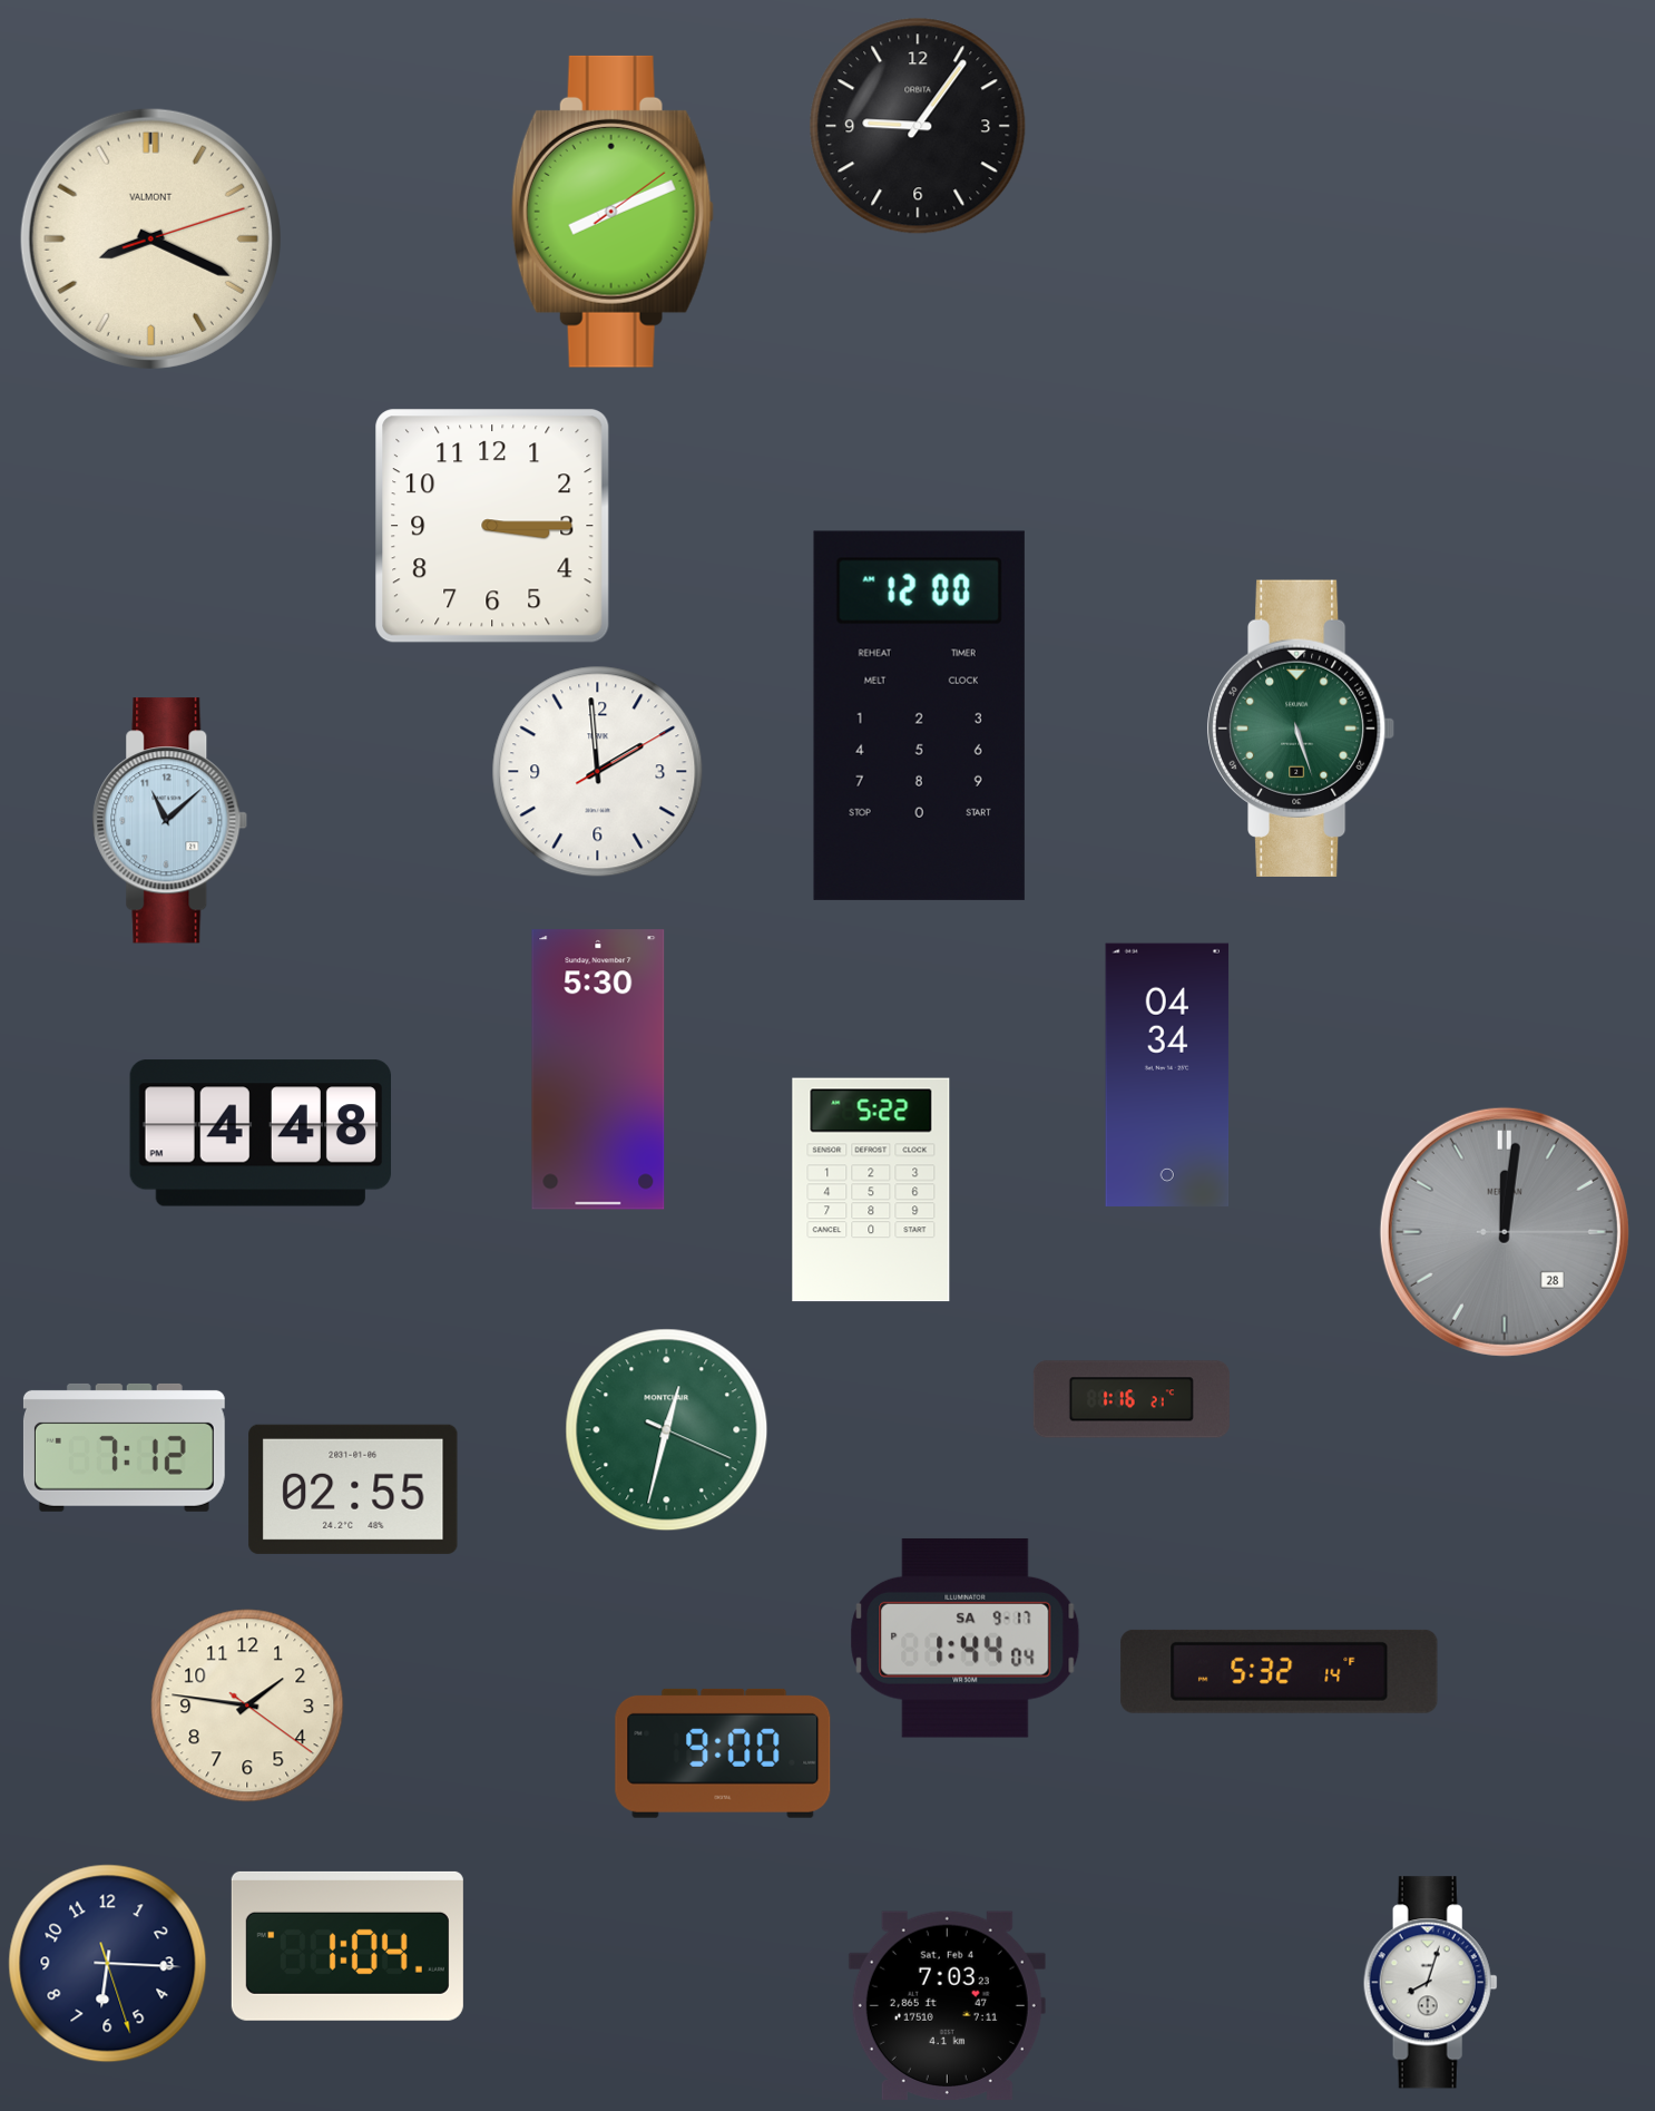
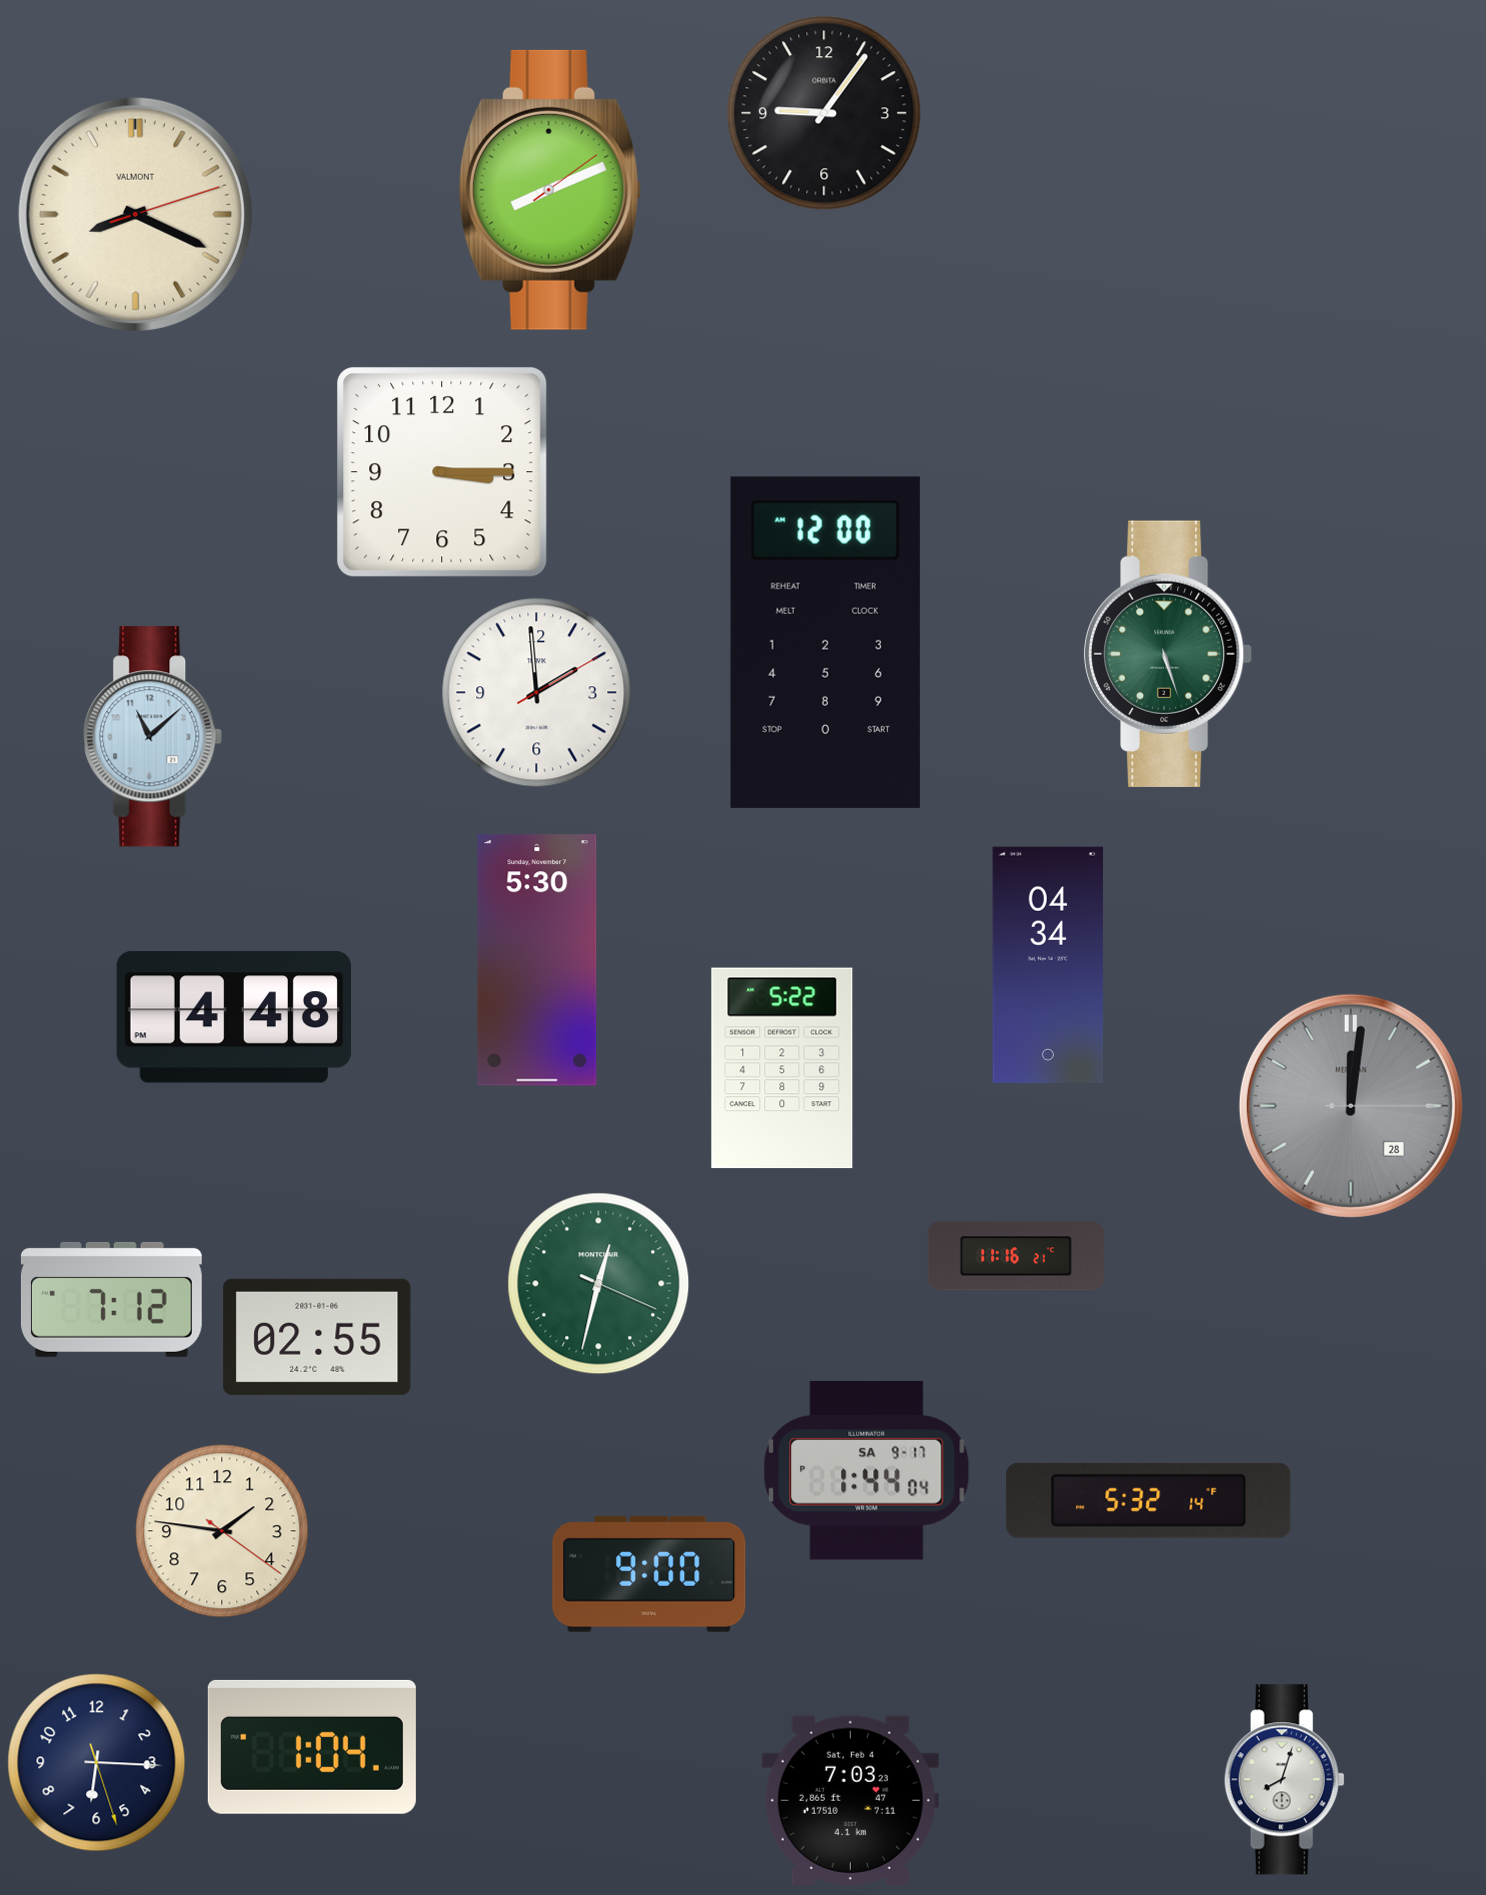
clock at (1132, 1399): 1:16 -> 11:16
